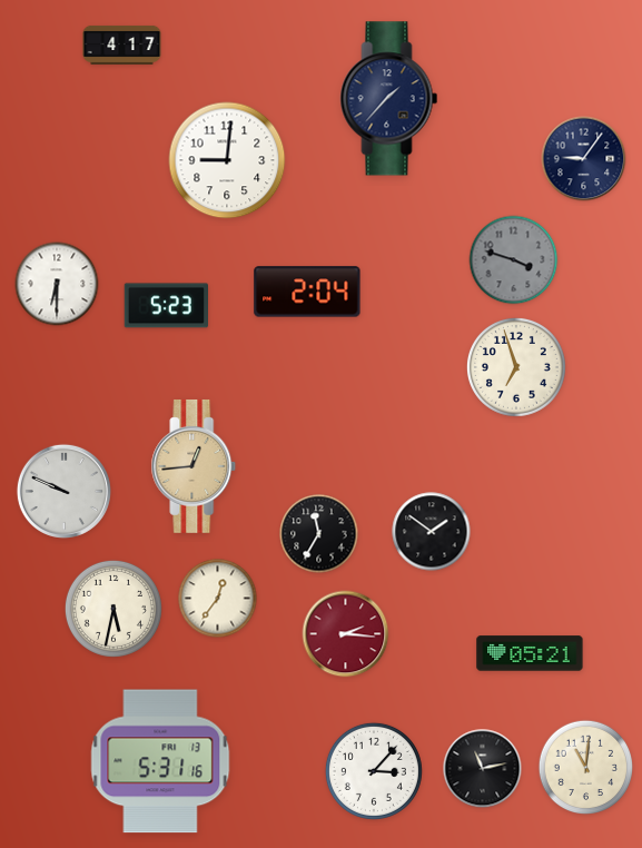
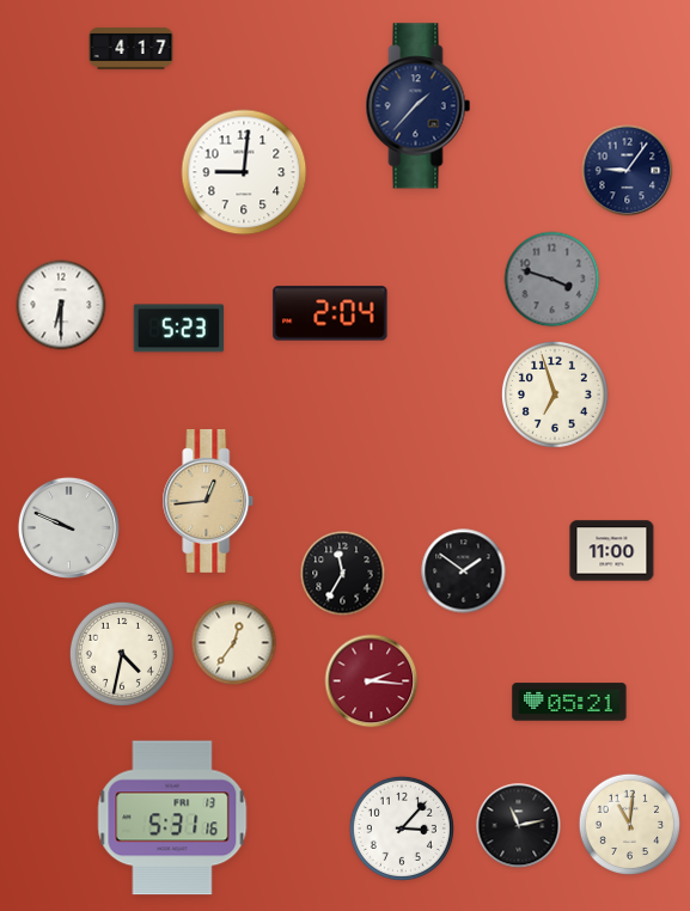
clock at (612, 551): none -> 11:00
clock at (113, 609): 5:32 -> 4:32
